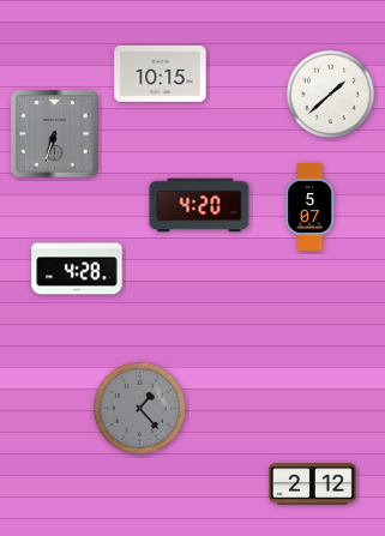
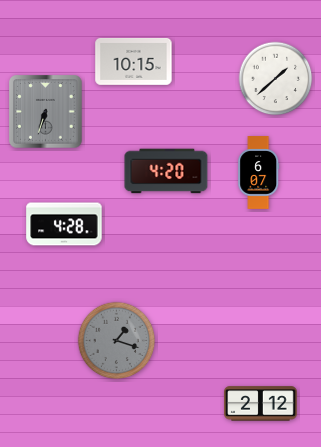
clock at (311, 207): 5:07 -> 6:07
clock at (140, 409): 1:23 -> 1:18
